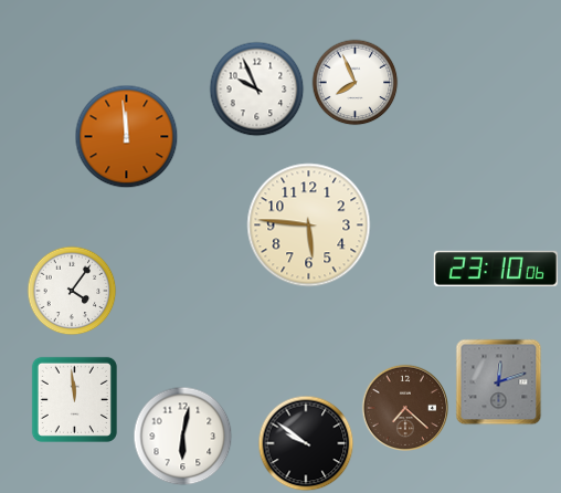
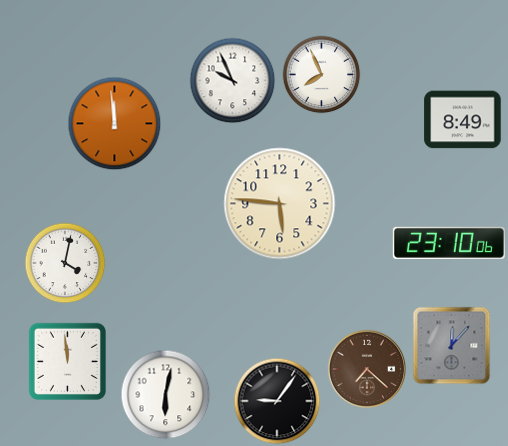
clock at (463, 120): none -> 8:49
clock at (72, 291): 4:06 -> 4:02
clock at (498, 381): 12:12 -> 12:07
clock at (306, 443): 9:51 -> 9:06
